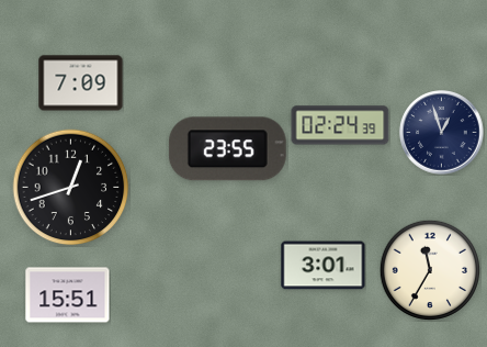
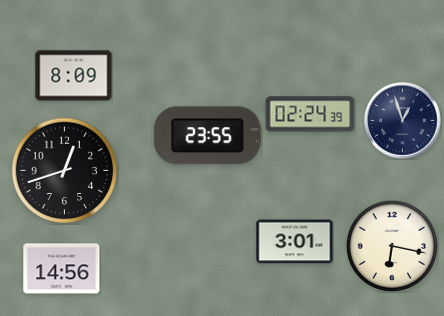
clock at (81, 83): 7:09 -> 8:09
clock at (429, 269): 11:35 -> 6:17
clock at (68, 295): 15:51 -> 14:56
